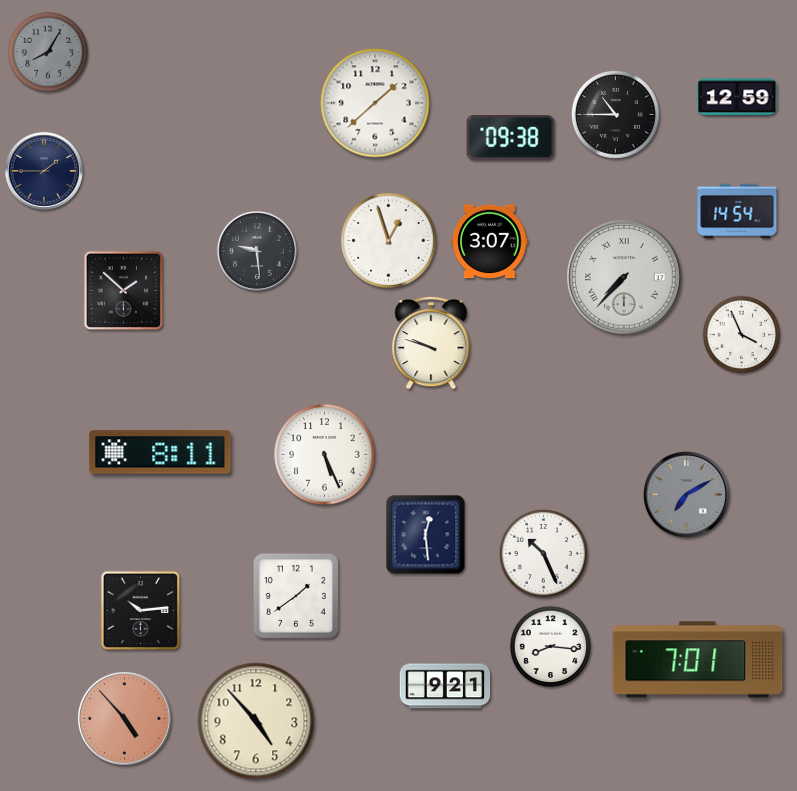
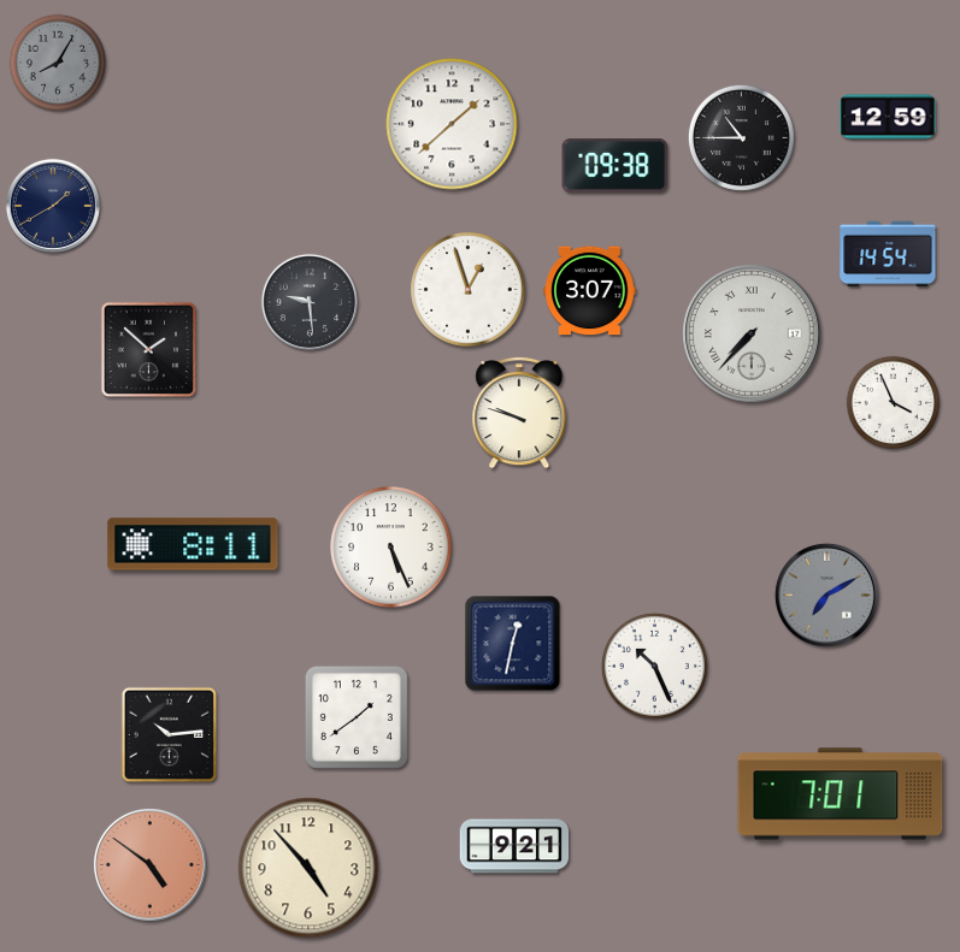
clock at (44, 171): 1:45 -> 1:40
clock at (426, 535): 12:29 -> 12:32
clock at (551, 647): 8:16 -> none
clock at (445, 686) position: (445, 686) -> (514, 846)
clock at (124, 718): 4:53 -> 4:51
